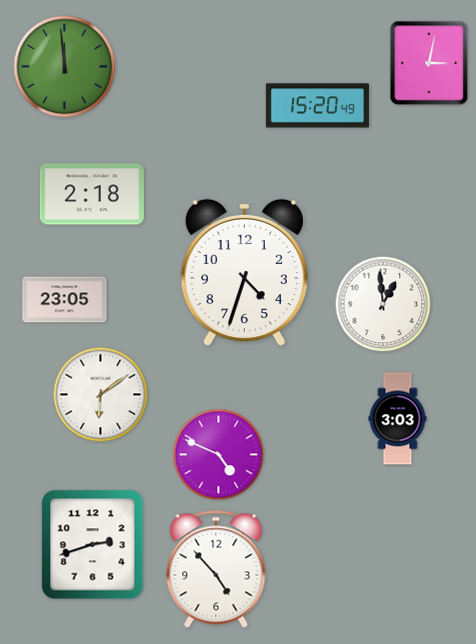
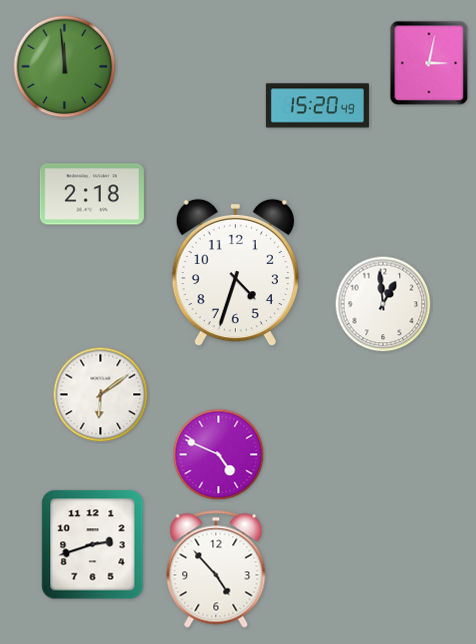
clock at (244, 273) position: (244, 273) -> (235, 273)
clock at (65, 300): 23:05 -> none
clock at (398, 419): 3:03 -> none
